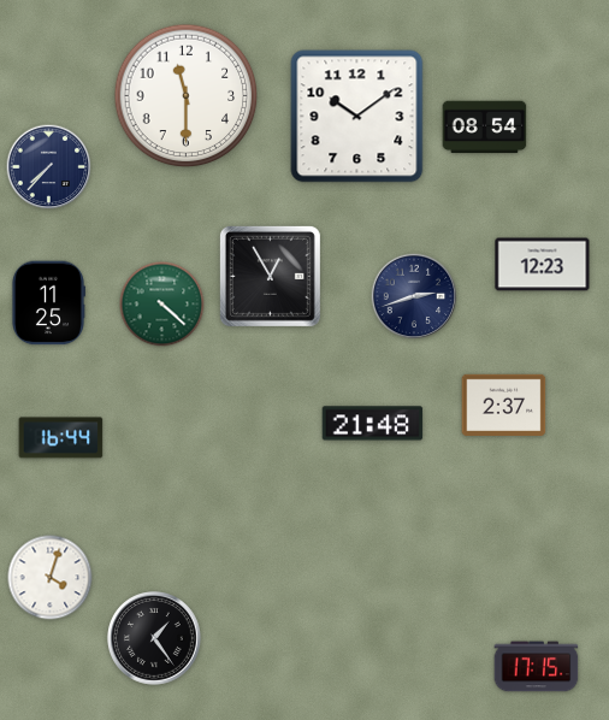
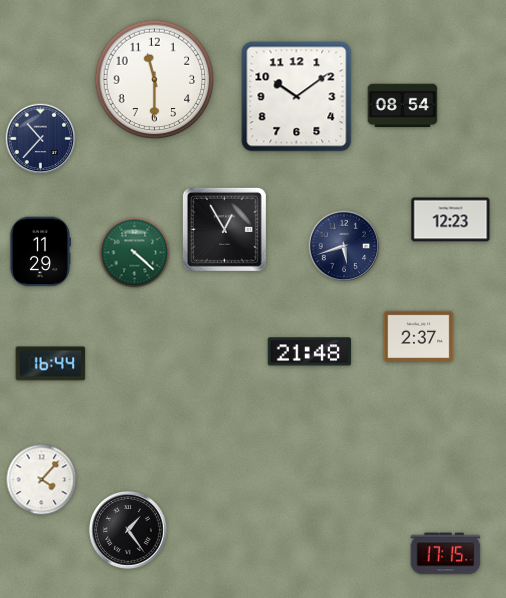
clock at (49, 167): 7:37 -> 10:37
clock at (414, 296): 2:42 -> 5:42
clock at (48, 303): 11:25 -> 11:29
clock at (51, 578): 4:03 -> 4:07
